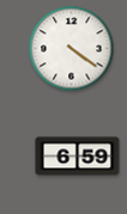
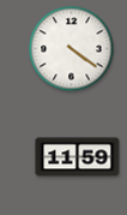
clock at (78, 157): 6:59 -> 11:59
